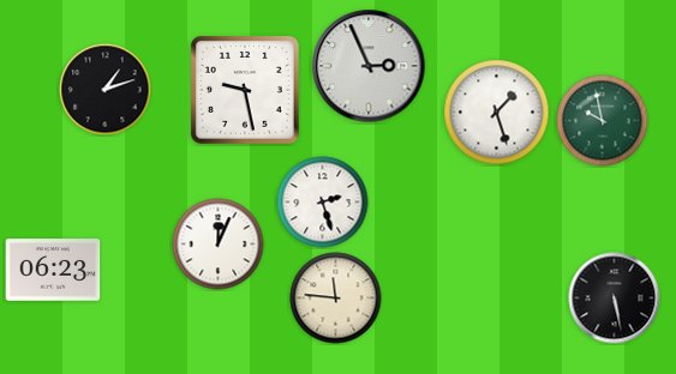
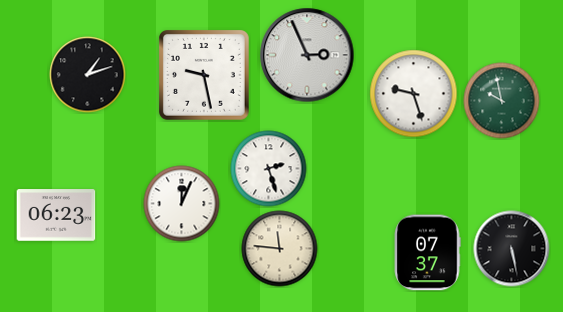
clock at (497, 113): 1:27 -> 9:27
clock at (53, 270) position: (53, 270) -> (56, 215)
clock at (427, 253): none -> 07:37
